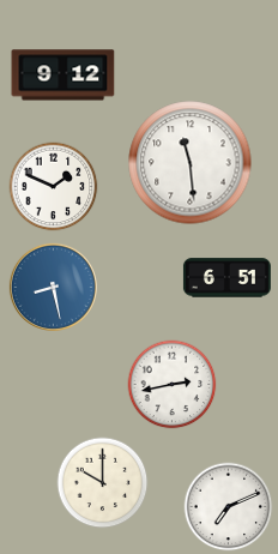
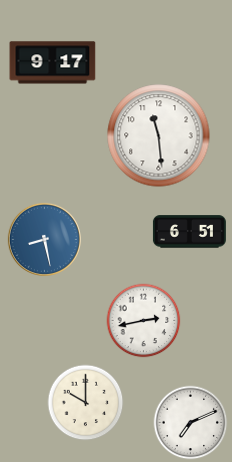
clock at (64, 76): 9:12 -> 9:17
clock at (54, 187): 1:49 -> none
